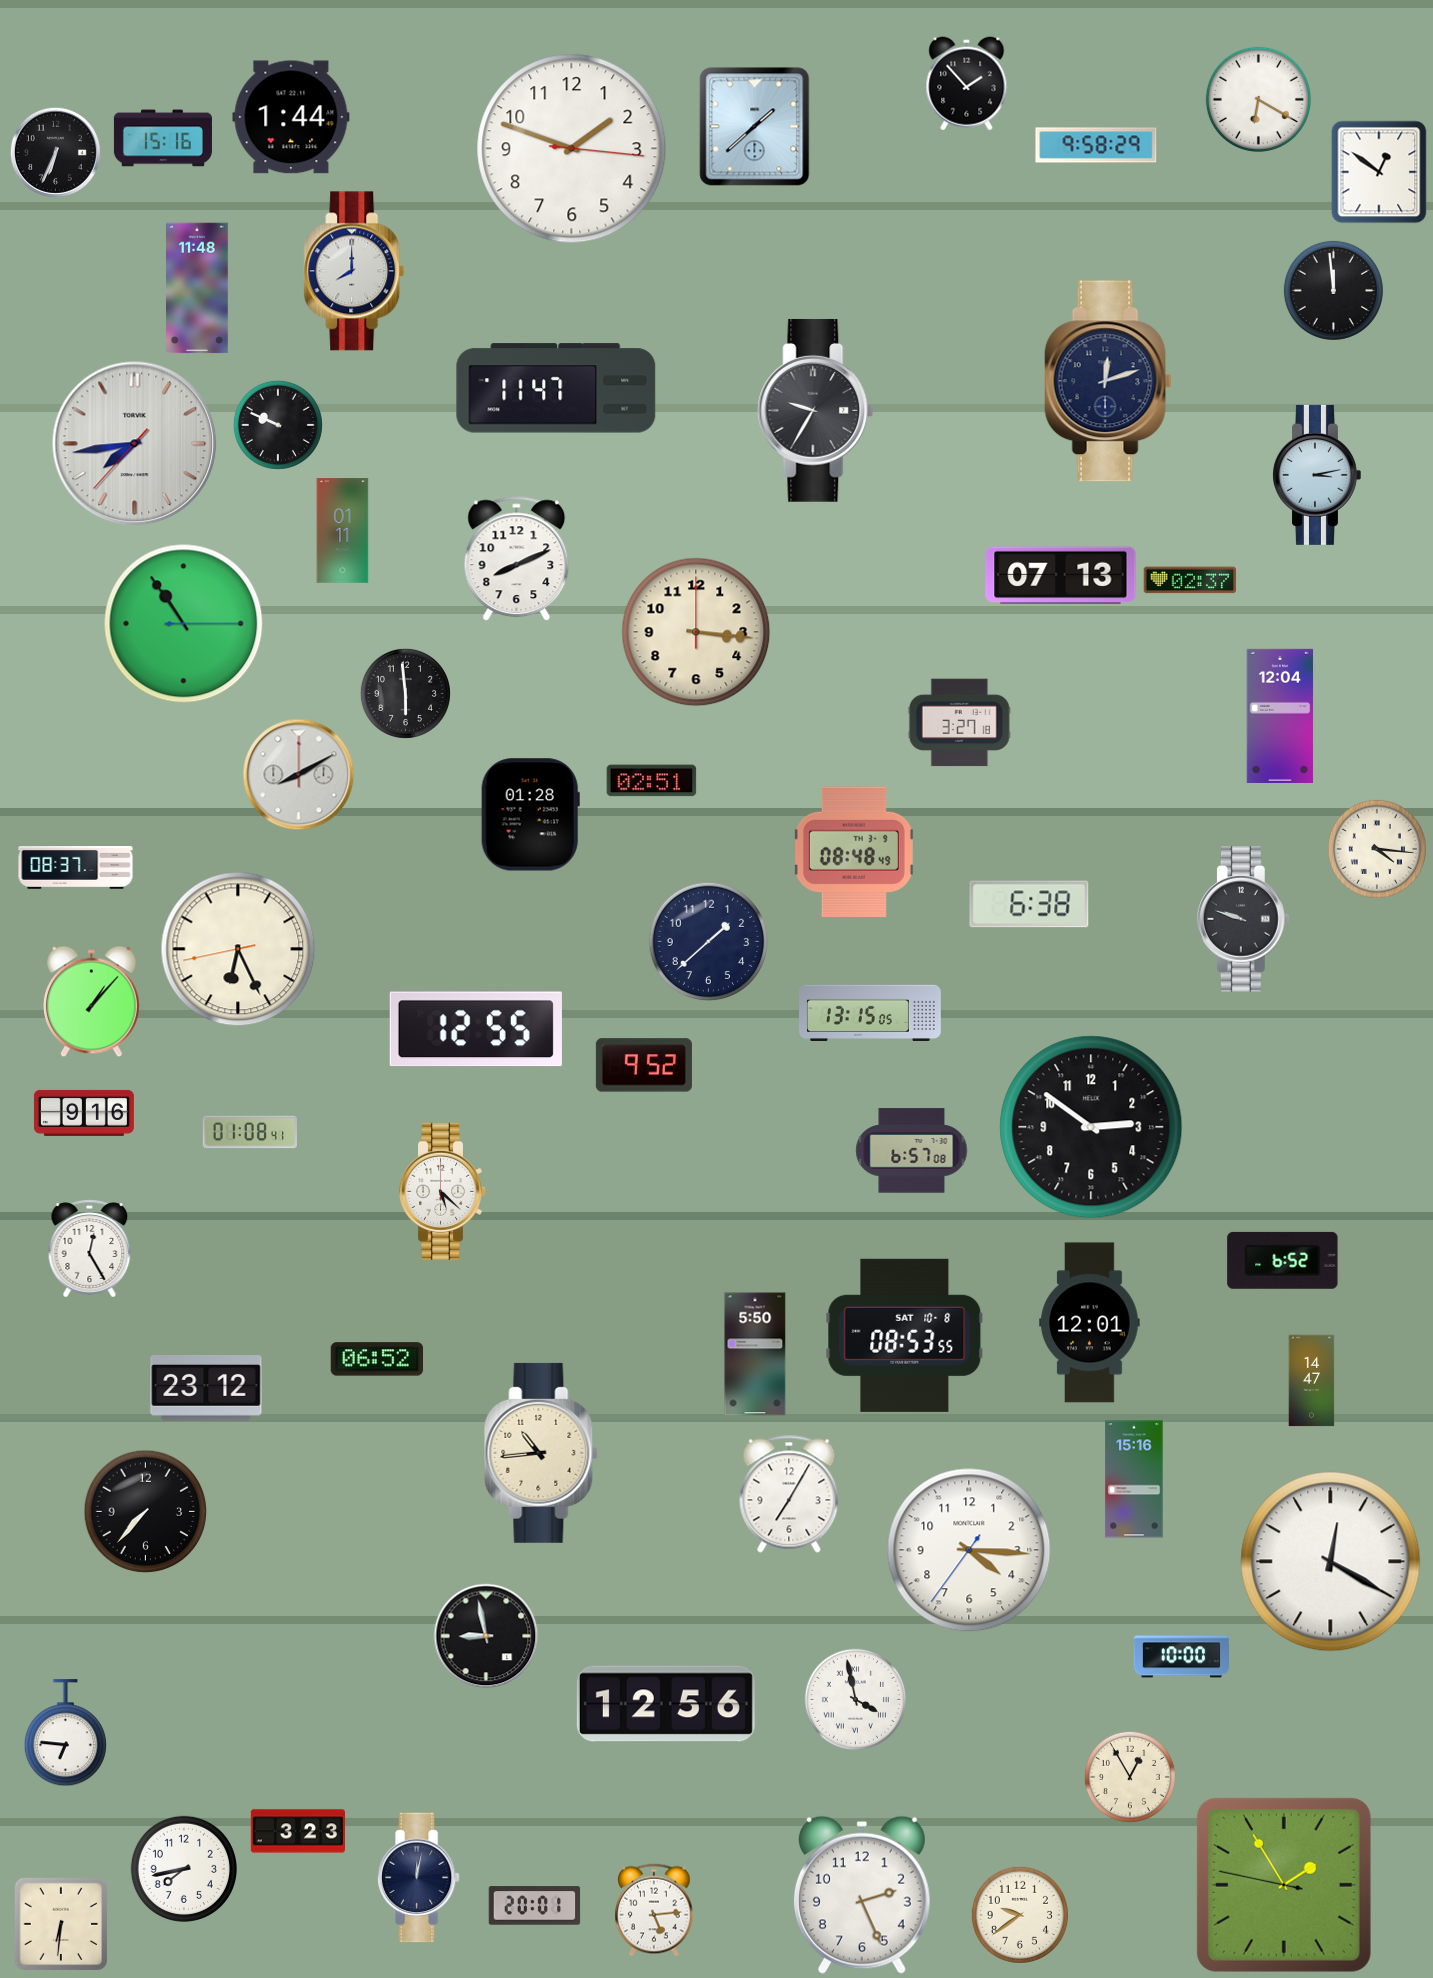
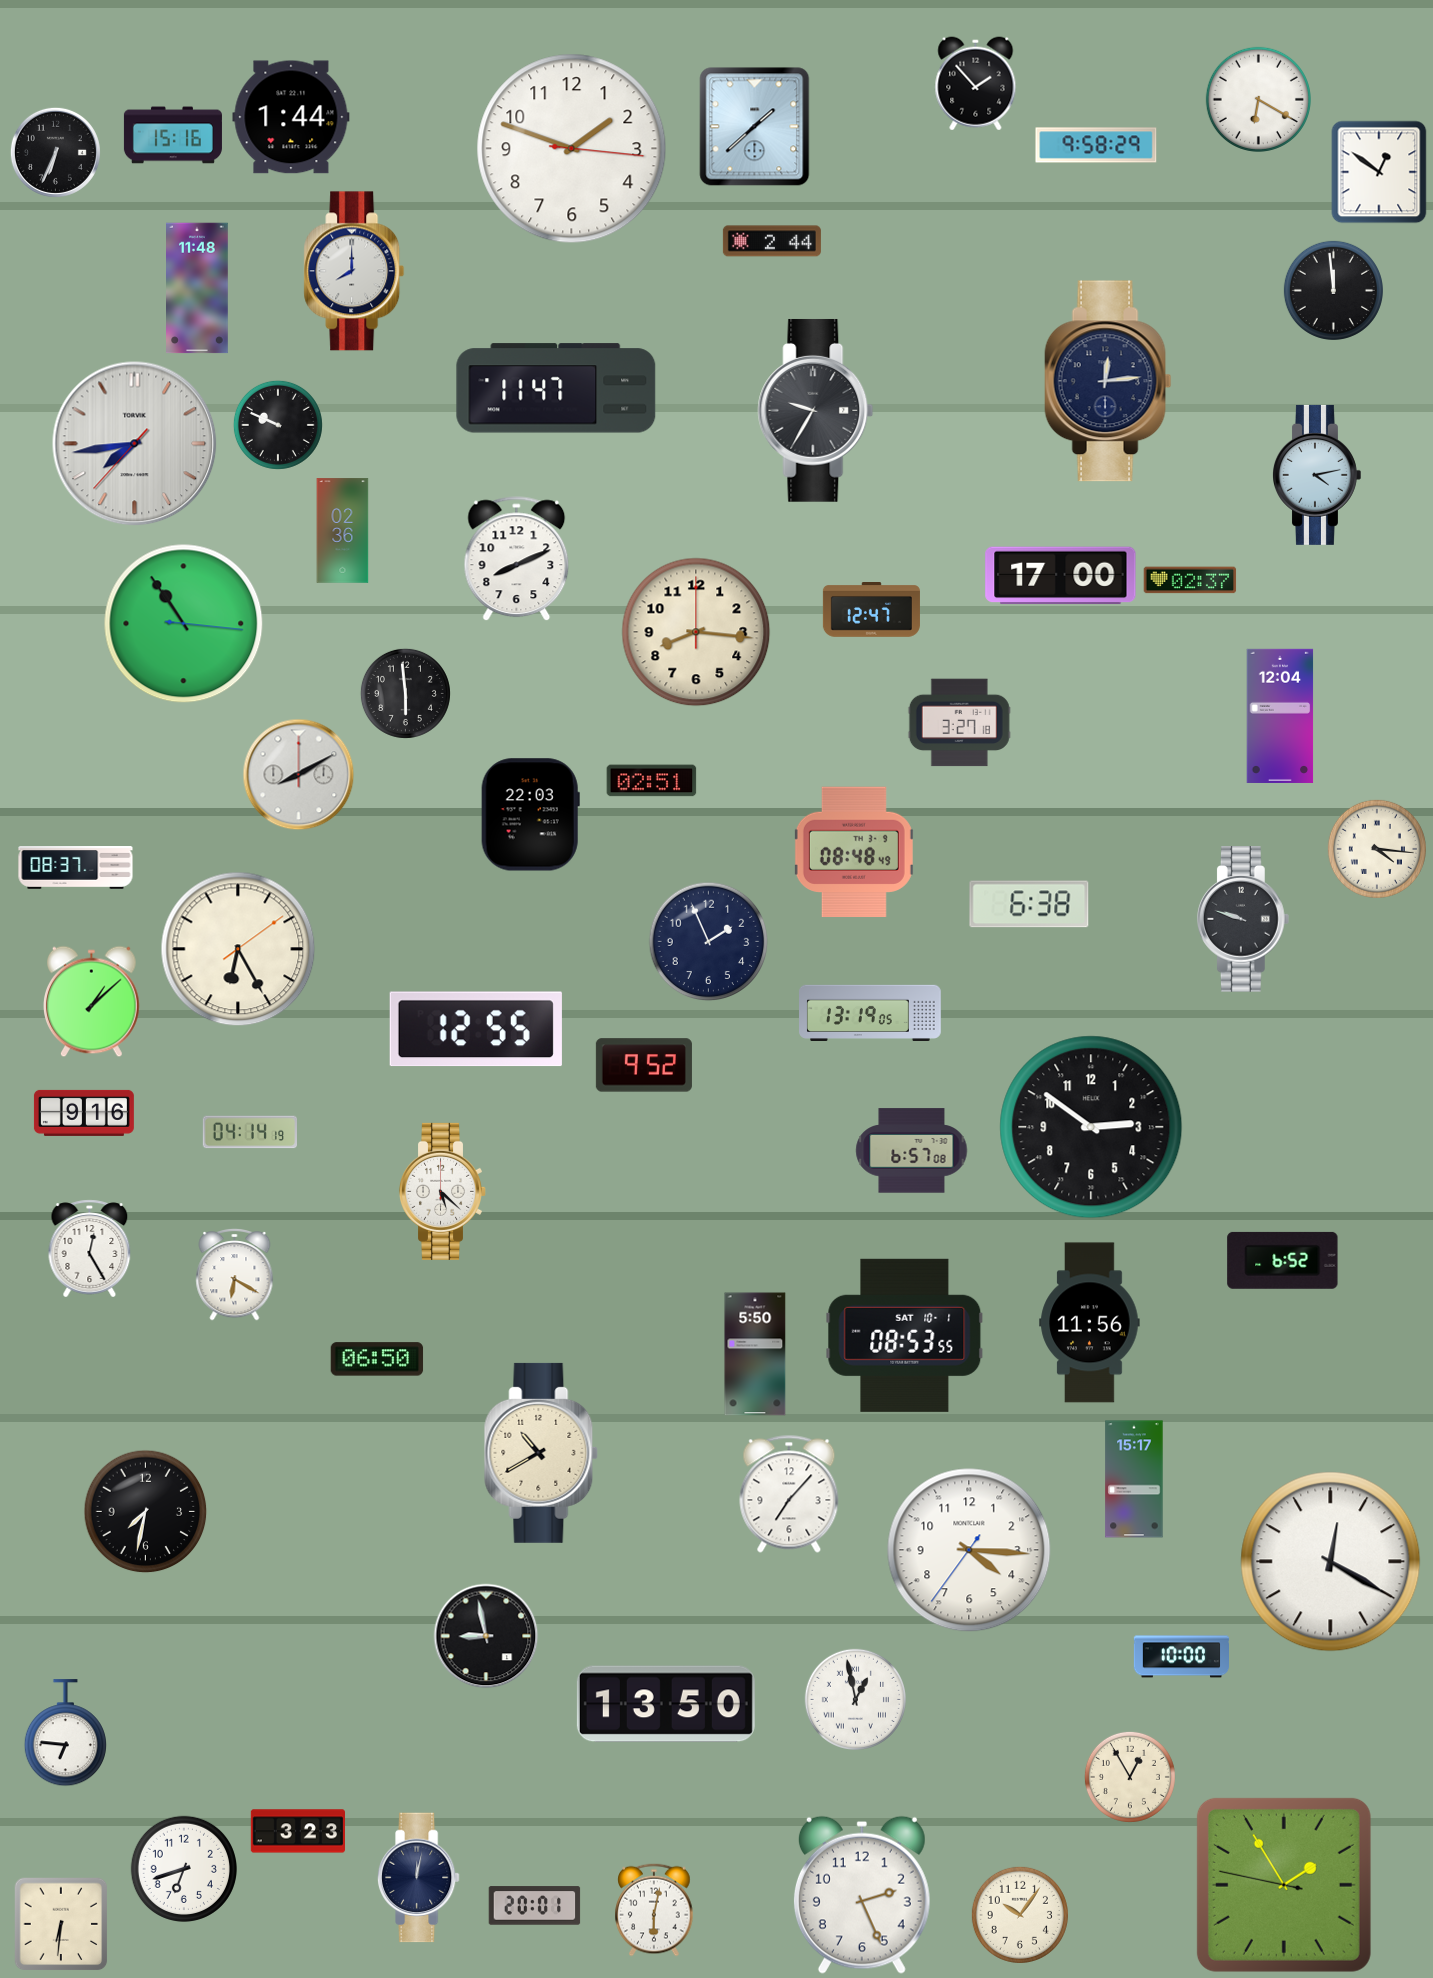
clock at (967, 84) position: (967, 84) -> (976, 84)
clock at (163, 138) position: (163, 138) -> (173, 135)
clock at (772, 241): none -> 2:44
clock at (1108, 381): 12:12 -> 12:14
clock at (1317, 475): 3:13 -> 4:13
clock at (343, 531): 01:11 -> 02:36
clock at (1061, 576): 07:13 -> 17:00
clock at (871, 610): none -> 12:47
clock at (184, 624): 10:54:15 -> 10:54:16
clock at (696, 632): 3:16 -> 8:16
clock at (530, 815): 01:28 -> 22:03
clock at (709, 942): 1:38 -> 1:56
clock at (238, 949): 6:25:43 -> 6:25:09
clock at (92, 1002): 1:07 -> 1:08
clock at (871, 1012): 13:15 -> 13:19
clock at (249, 1132): 01:08 -> 04:14
clock at (235, 1274): none -> 6:20
clock at (1090, 1323): 12:01 -> 11:56
clock at (905, 1335) date: SAT 10-8 -> SAT 10-1
clock at (377, 1359): 06:52 -> 06:50
clock at (1312, 1381): 14:47 -> none
clock at (206, 1389): 23:12 -> none
clock at (541, 1453): 10:44 -> 10:40
clock at (1134, 1479): 15:16 -> 15:17
clock at (789, 1494): 7:05 -> 7:07
clock at (146, 1512): 7:37 -> 7:32
clock at (855, 1699): 3:58 -> 12:58
clock at (666, 1704): 12:56 -> 13:50
clock at (183, 1868): 7:43 -> 6:42
clock at (654, 1910): 5:14 -> 6:02
clock at (1020, 1915): 9:39 -> 10:06
